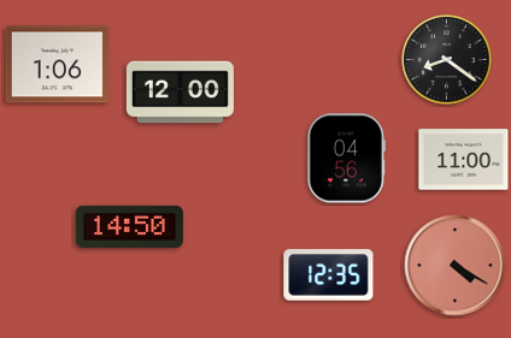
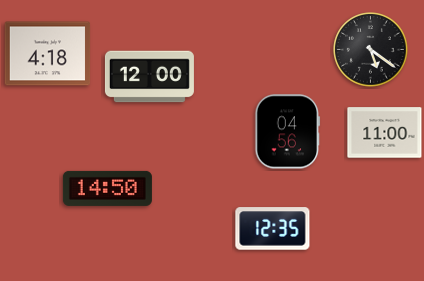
clock at (447, 60): 8:21 -> 5:21
clock at (58, 65): 1:06 -> 4:18
clock at (456, 266): 4:20 -> none
